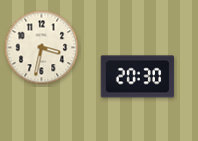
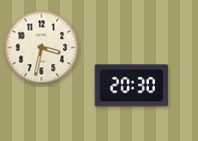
clock at (138, 77) position: (138, 77) -> (132, 86)
